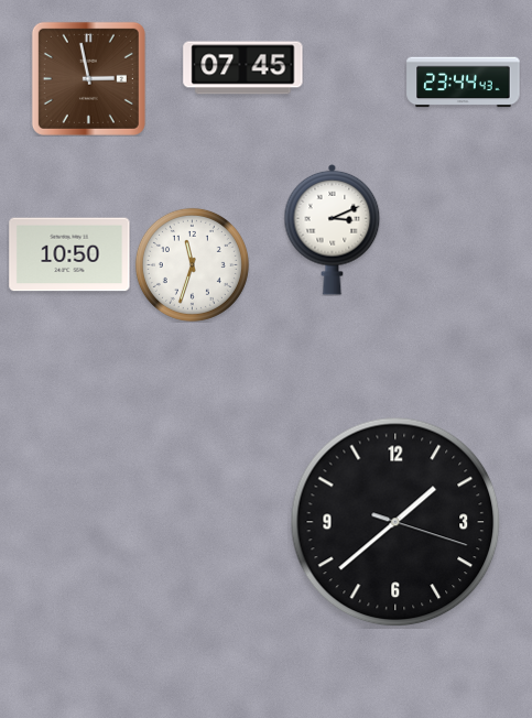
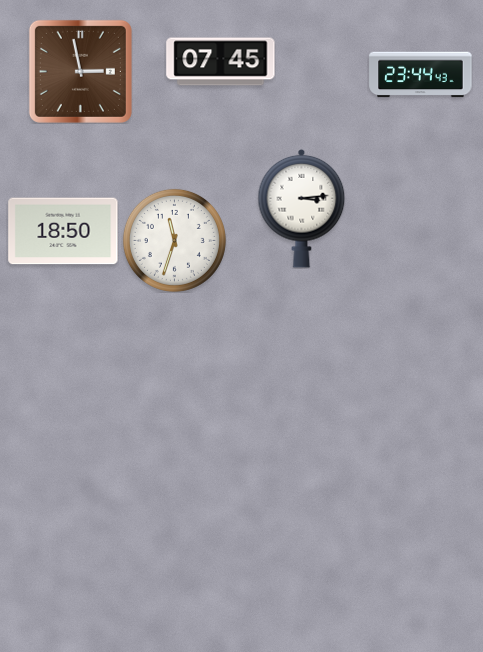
clock at (333, 229): 3:11 -> 3:14
clock at (69, 254): 10:50 -> 18:50
clock at (395, 522): 1:38 -> none
